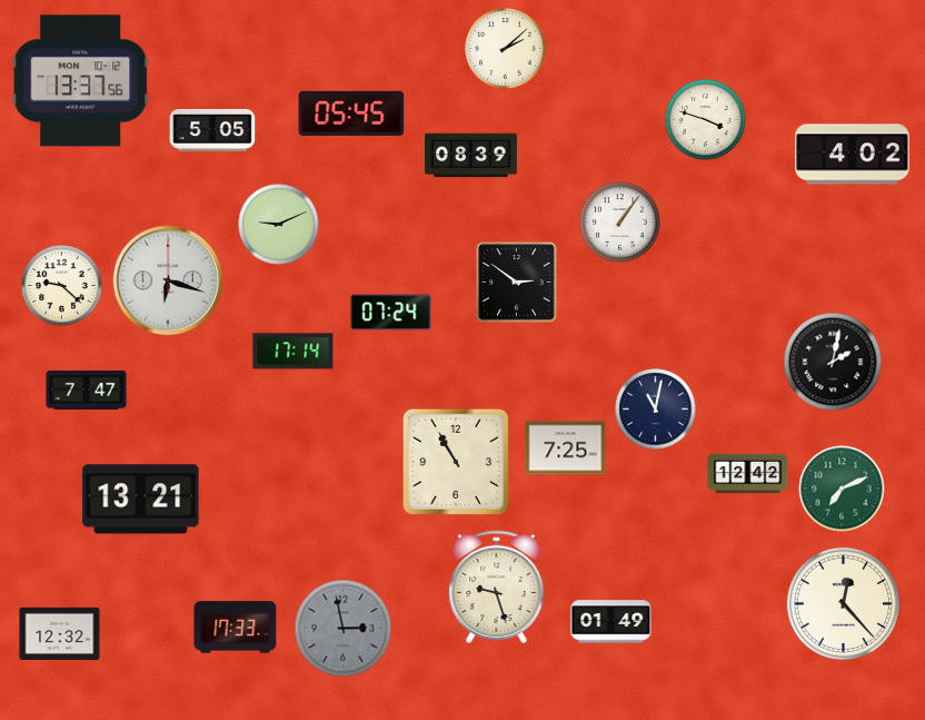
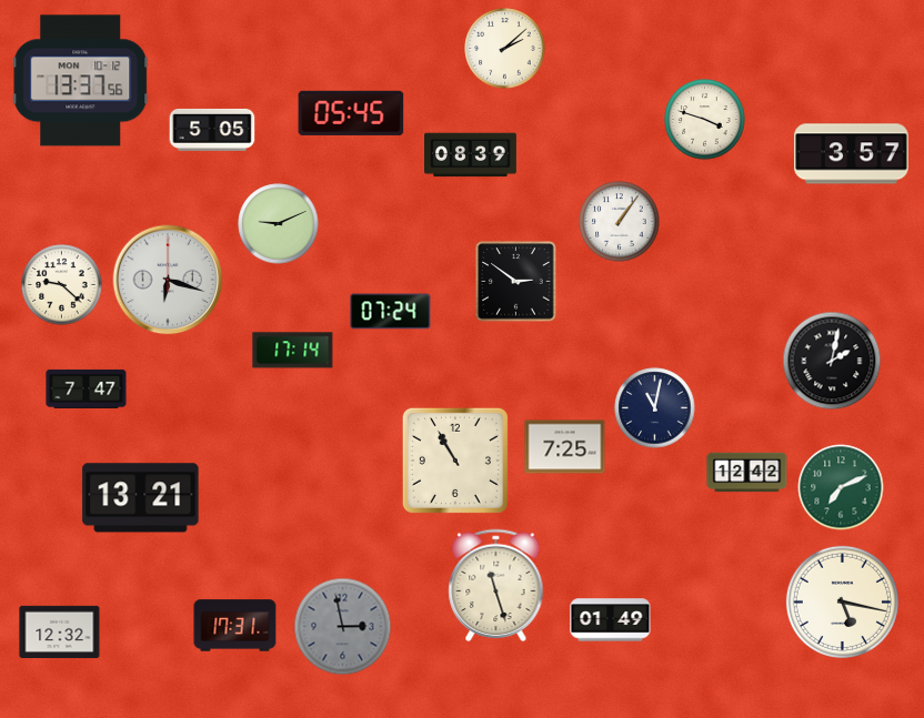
clock at (853, 155): 4:02 -> 3:57
clock at (497, 588): 9:27 -> 11:27
clock at (843, 603): 12:23 -> 5:17
clock at (236, 628): 17:33 -> 17:31
